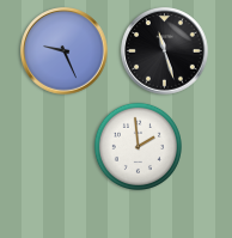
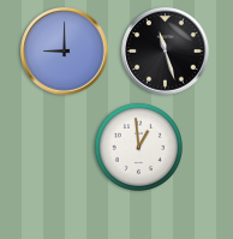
clock at (65, 51): 9:26 -> 9:00
clock at (138, 146): 1:59 -> 12:59
